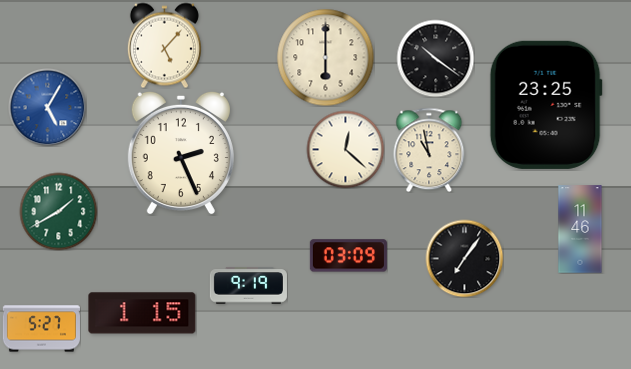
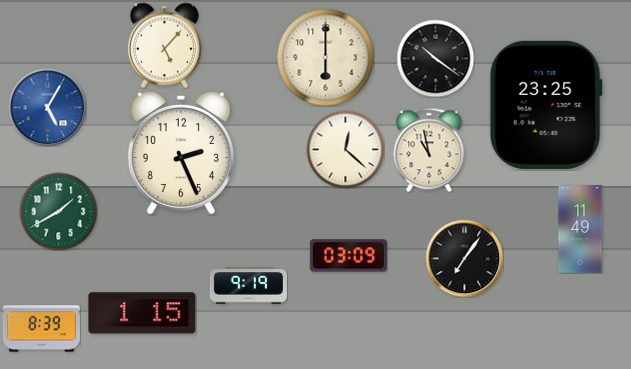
clock at (580, 229): 11:46 -> 11:49
clock at (41, 329): 5:27 -> 8:39
